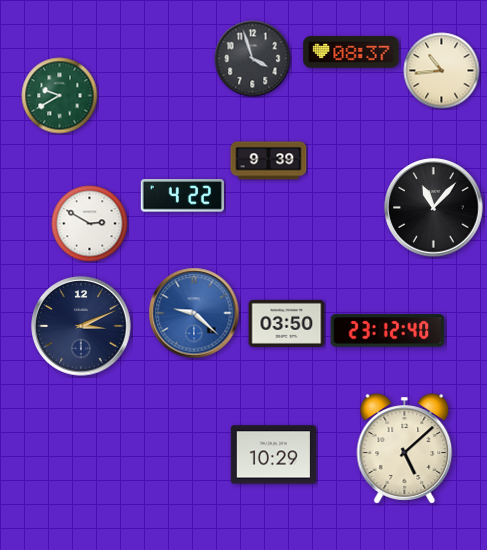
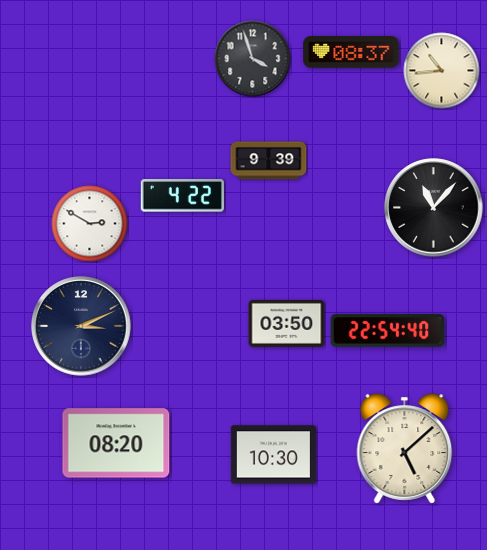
clock at (60, 96): 9:40 -> none
clock at (194, 313): 9:22 -> none
clock at (388, 331): 23:12 -> 22:54
clock at (116, 443): none -> 08:20
clock at (273, 455): 10:29 -> 10:30
